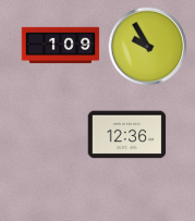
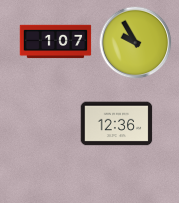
clock at (61, 46): 1:09 -> 1:07
